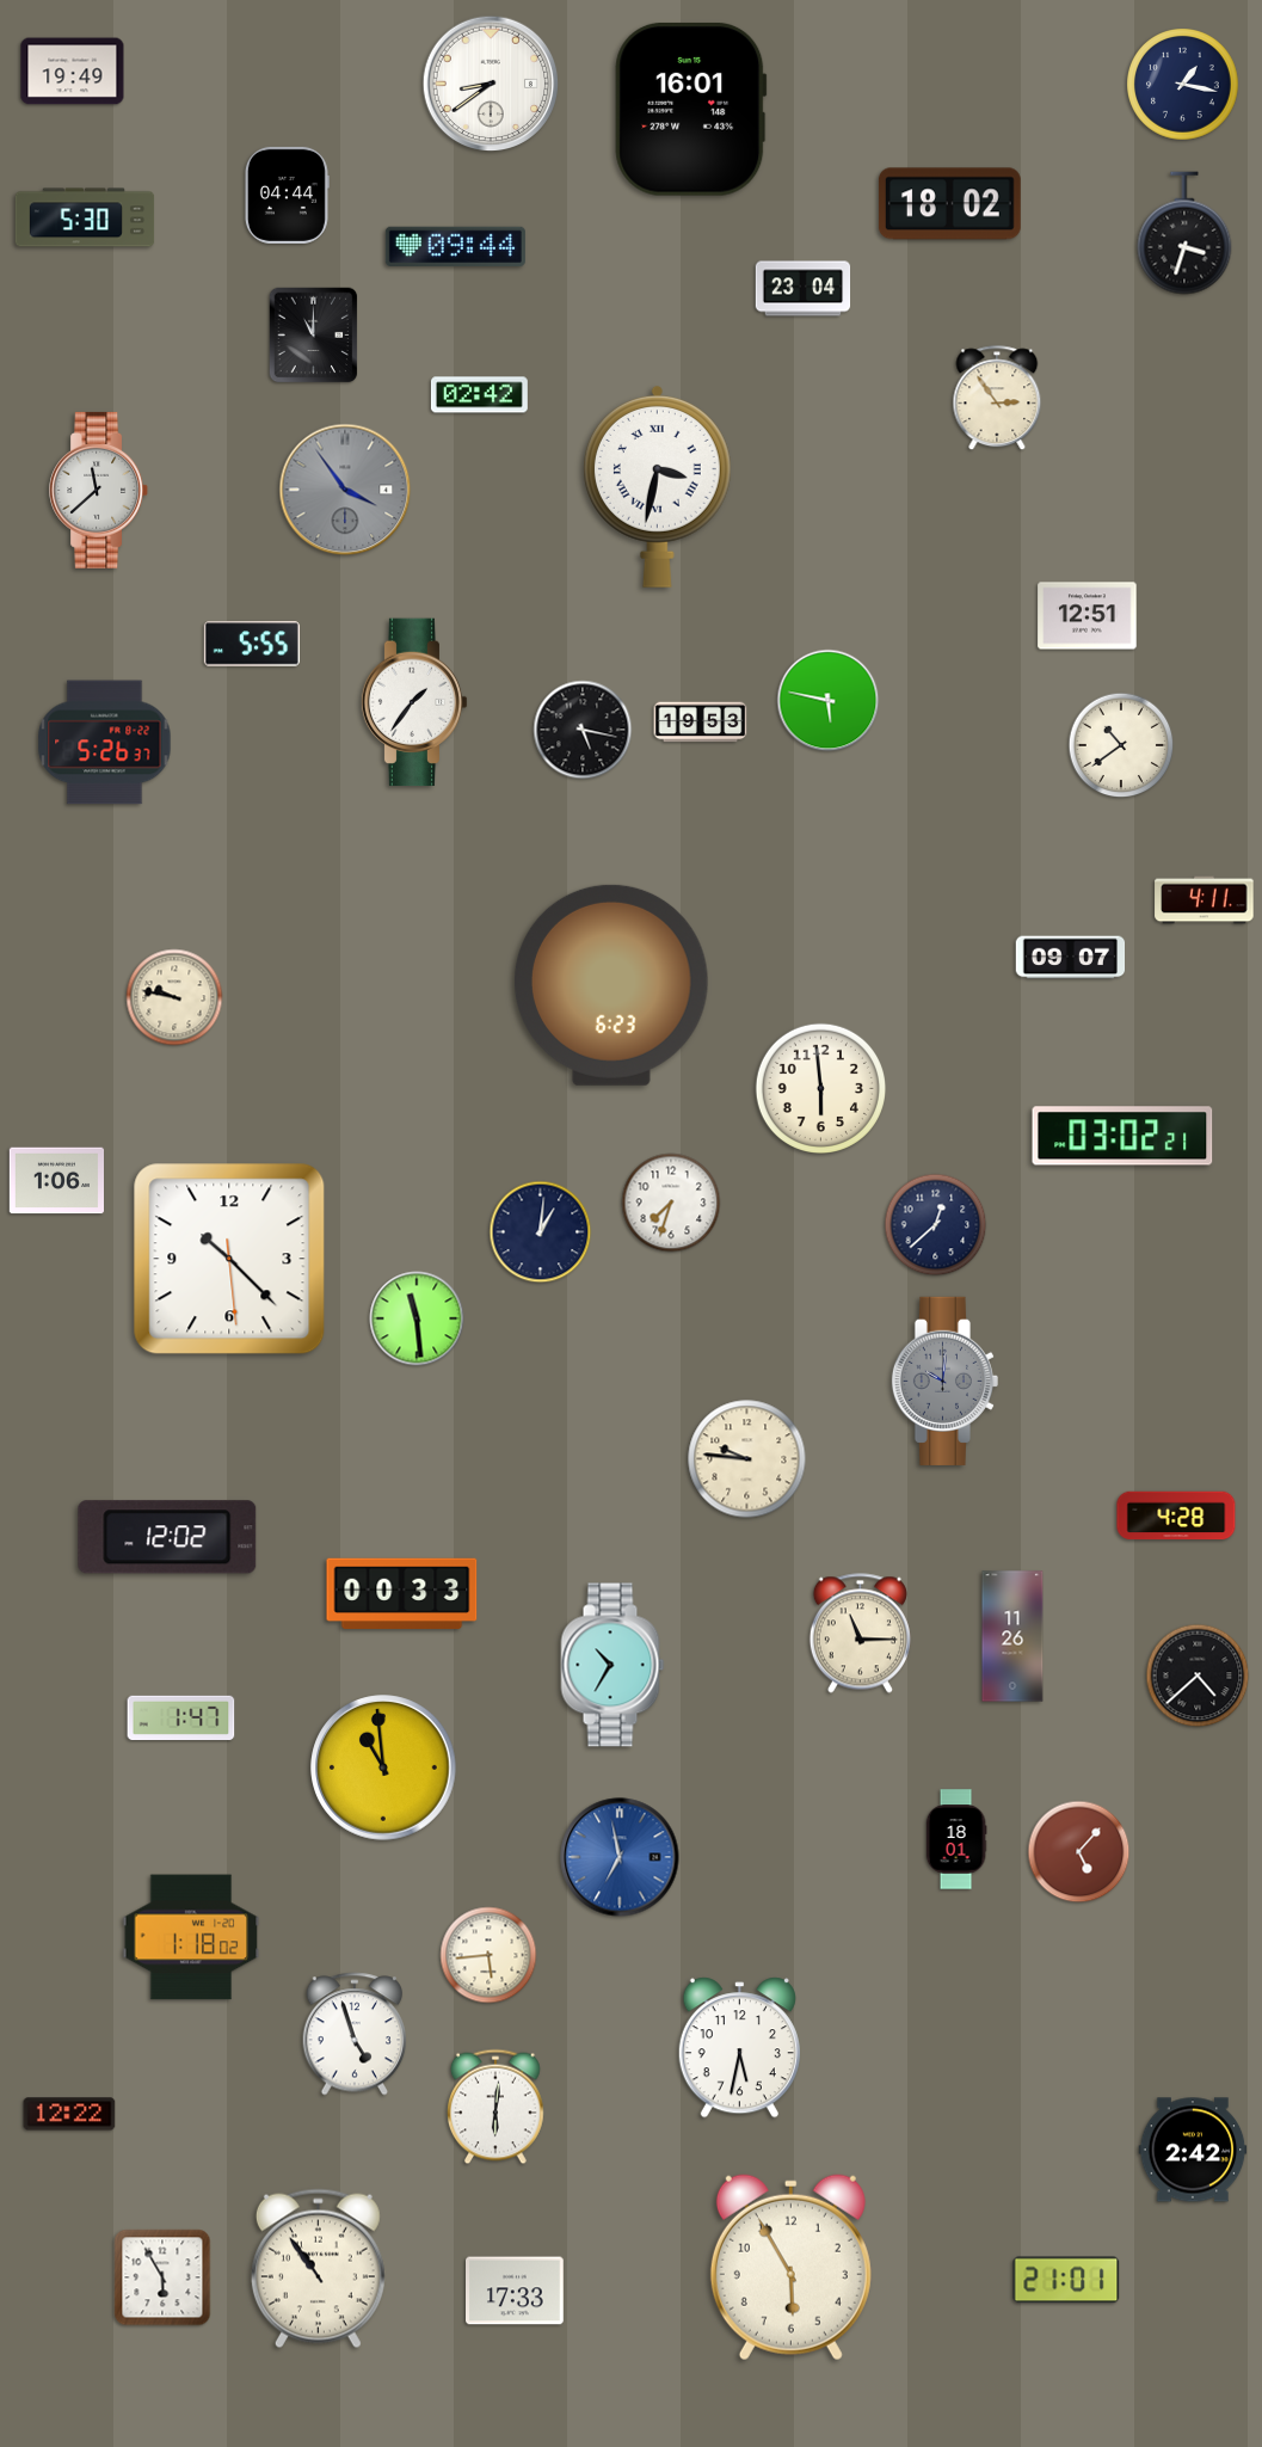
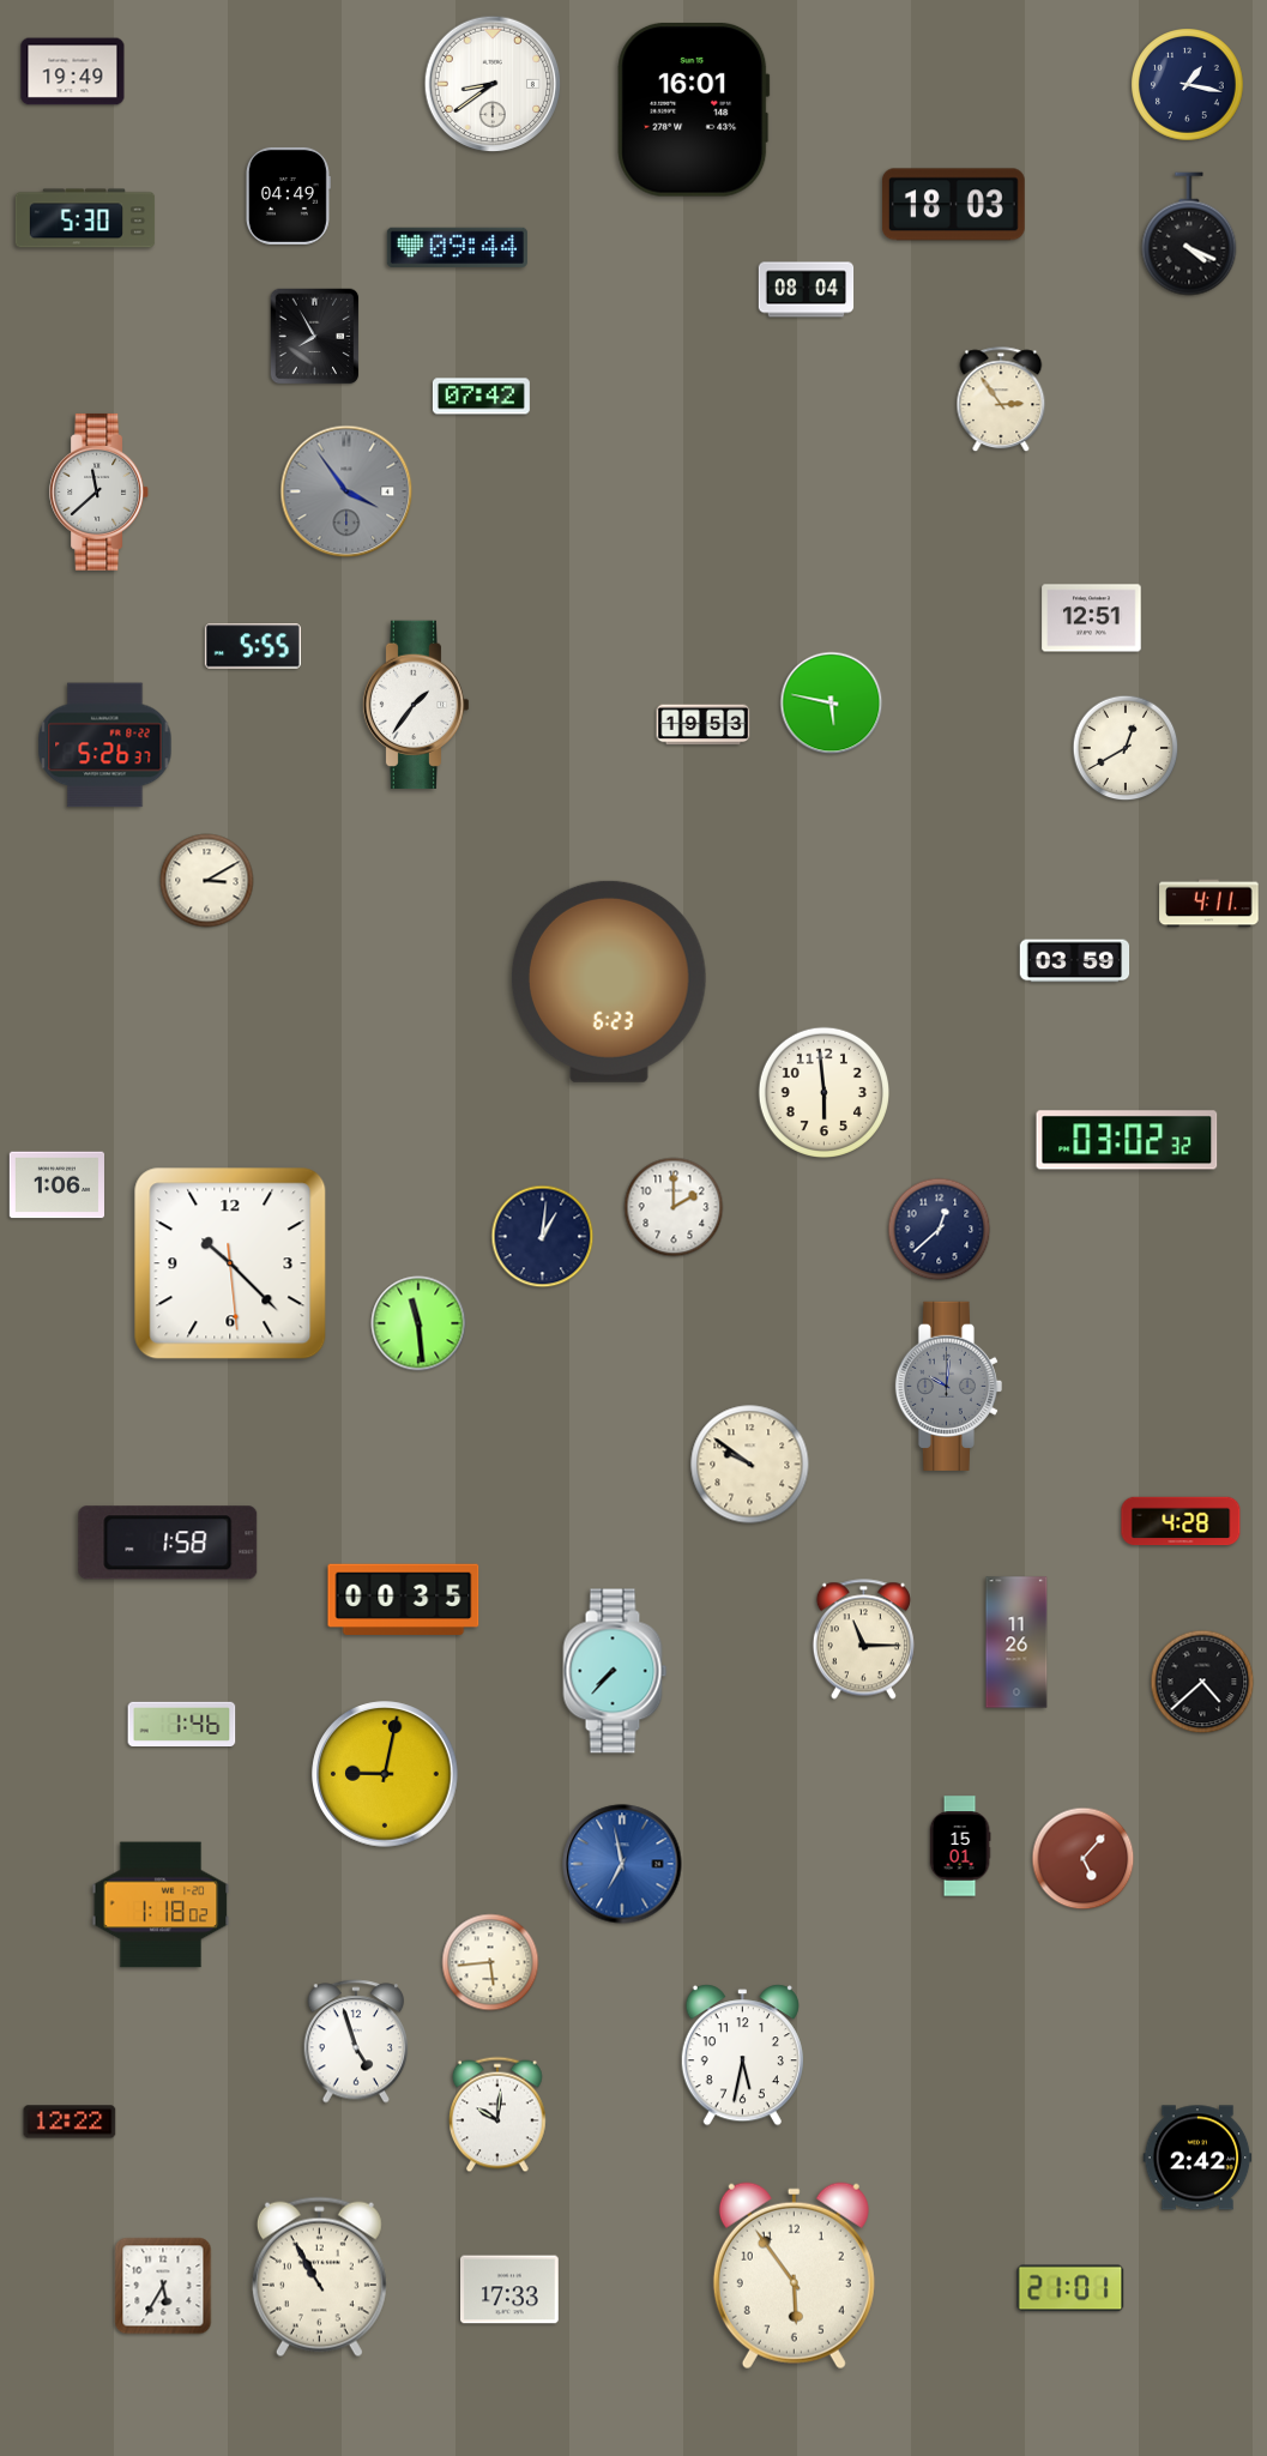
clock at (287, 195): 04:44 -> 04:49
clock at (949, 204): 18:02 -> 18:03
clock at (1184, 233): 3:33 -> 4:19
clock at (804, 289): 23:04 -> 08:04
clock at (314, 336): 11:00 -> 7:55
clock at (479, 395): 02:42 -> 07:42
clock at (657, 486): 3:32 -> none
clock at (583, 730): 5:17 -> none
clock at (1121, 745): 10:39 -> 12:40
clock at (207, 881): none -> 3:10
clock at (1071, 958): 09:07 -> 03:59
clock at (612, 985) position: (612, 985) -> (610, 982)
clock at (174, 997): 9:47 -> none
clock at (1122, 1136): 03:02:21 -> 03:02:32
clock at (671, 1203): 7:33 -> 2:00
clock at (747, 1459): 9:46 -> 9:51
clock at (167, 1537): 12:02 -> 1:58
clock at (402, 1593): 00:33 -> 00:35
clock at (612, 1665): 10:35 -> 7:37
clock at (181, 1717): 1:47 -> 1:46
clock at (383, 1767): 10:59 -> 9:02
clock at (956, 1839): 18:01 -> 15:01
clock at (191, 1937) position: (191, 1937) -> (161, 1905)
clock at (495, 2107): 6:01 -> 10:01
clock at (790, 2268): 5:55 -> 5:54
clock at (318, 2269): 10:54 -> 10:55
clock at (162, 2277): 5:55 -> 5:35
clock at (516, 2291) position: (516, 2291) -> (511, 2289)
